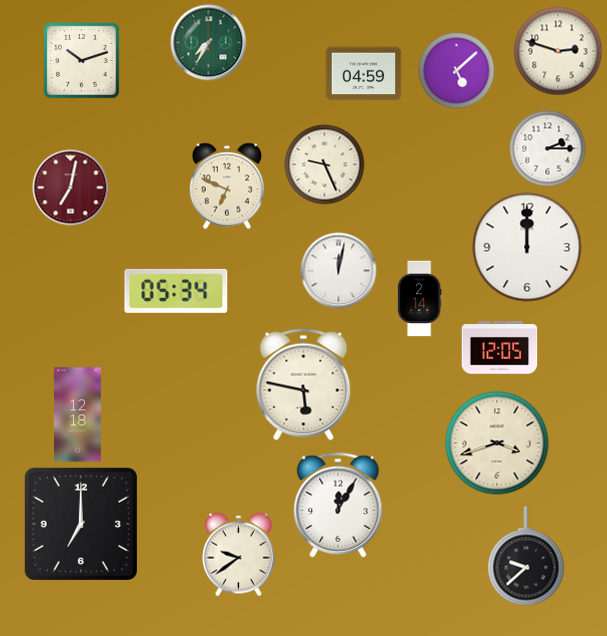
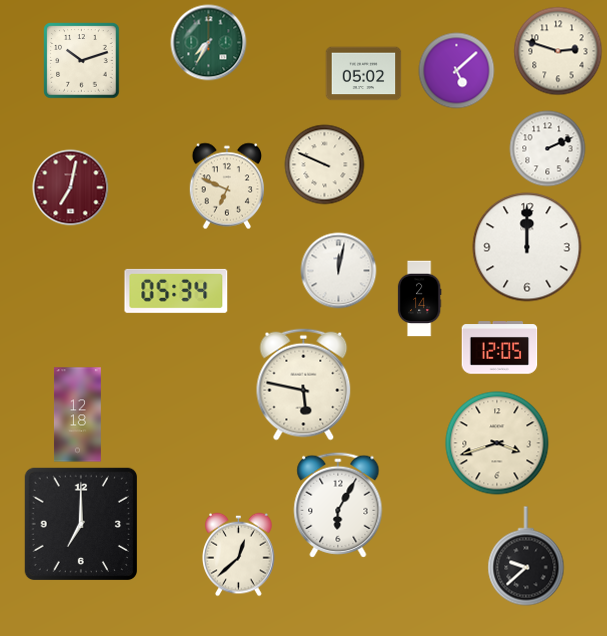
clock at (364, 74): 04:59 -> 05:02
clock at (548, 149): 2:15 -> 2:11
clock at (325, 165): 9:26 -> 9:49
clock at (338, 505): 12:05 -> 6:05
clock at (239, 555): 9:39 -> 12:38
